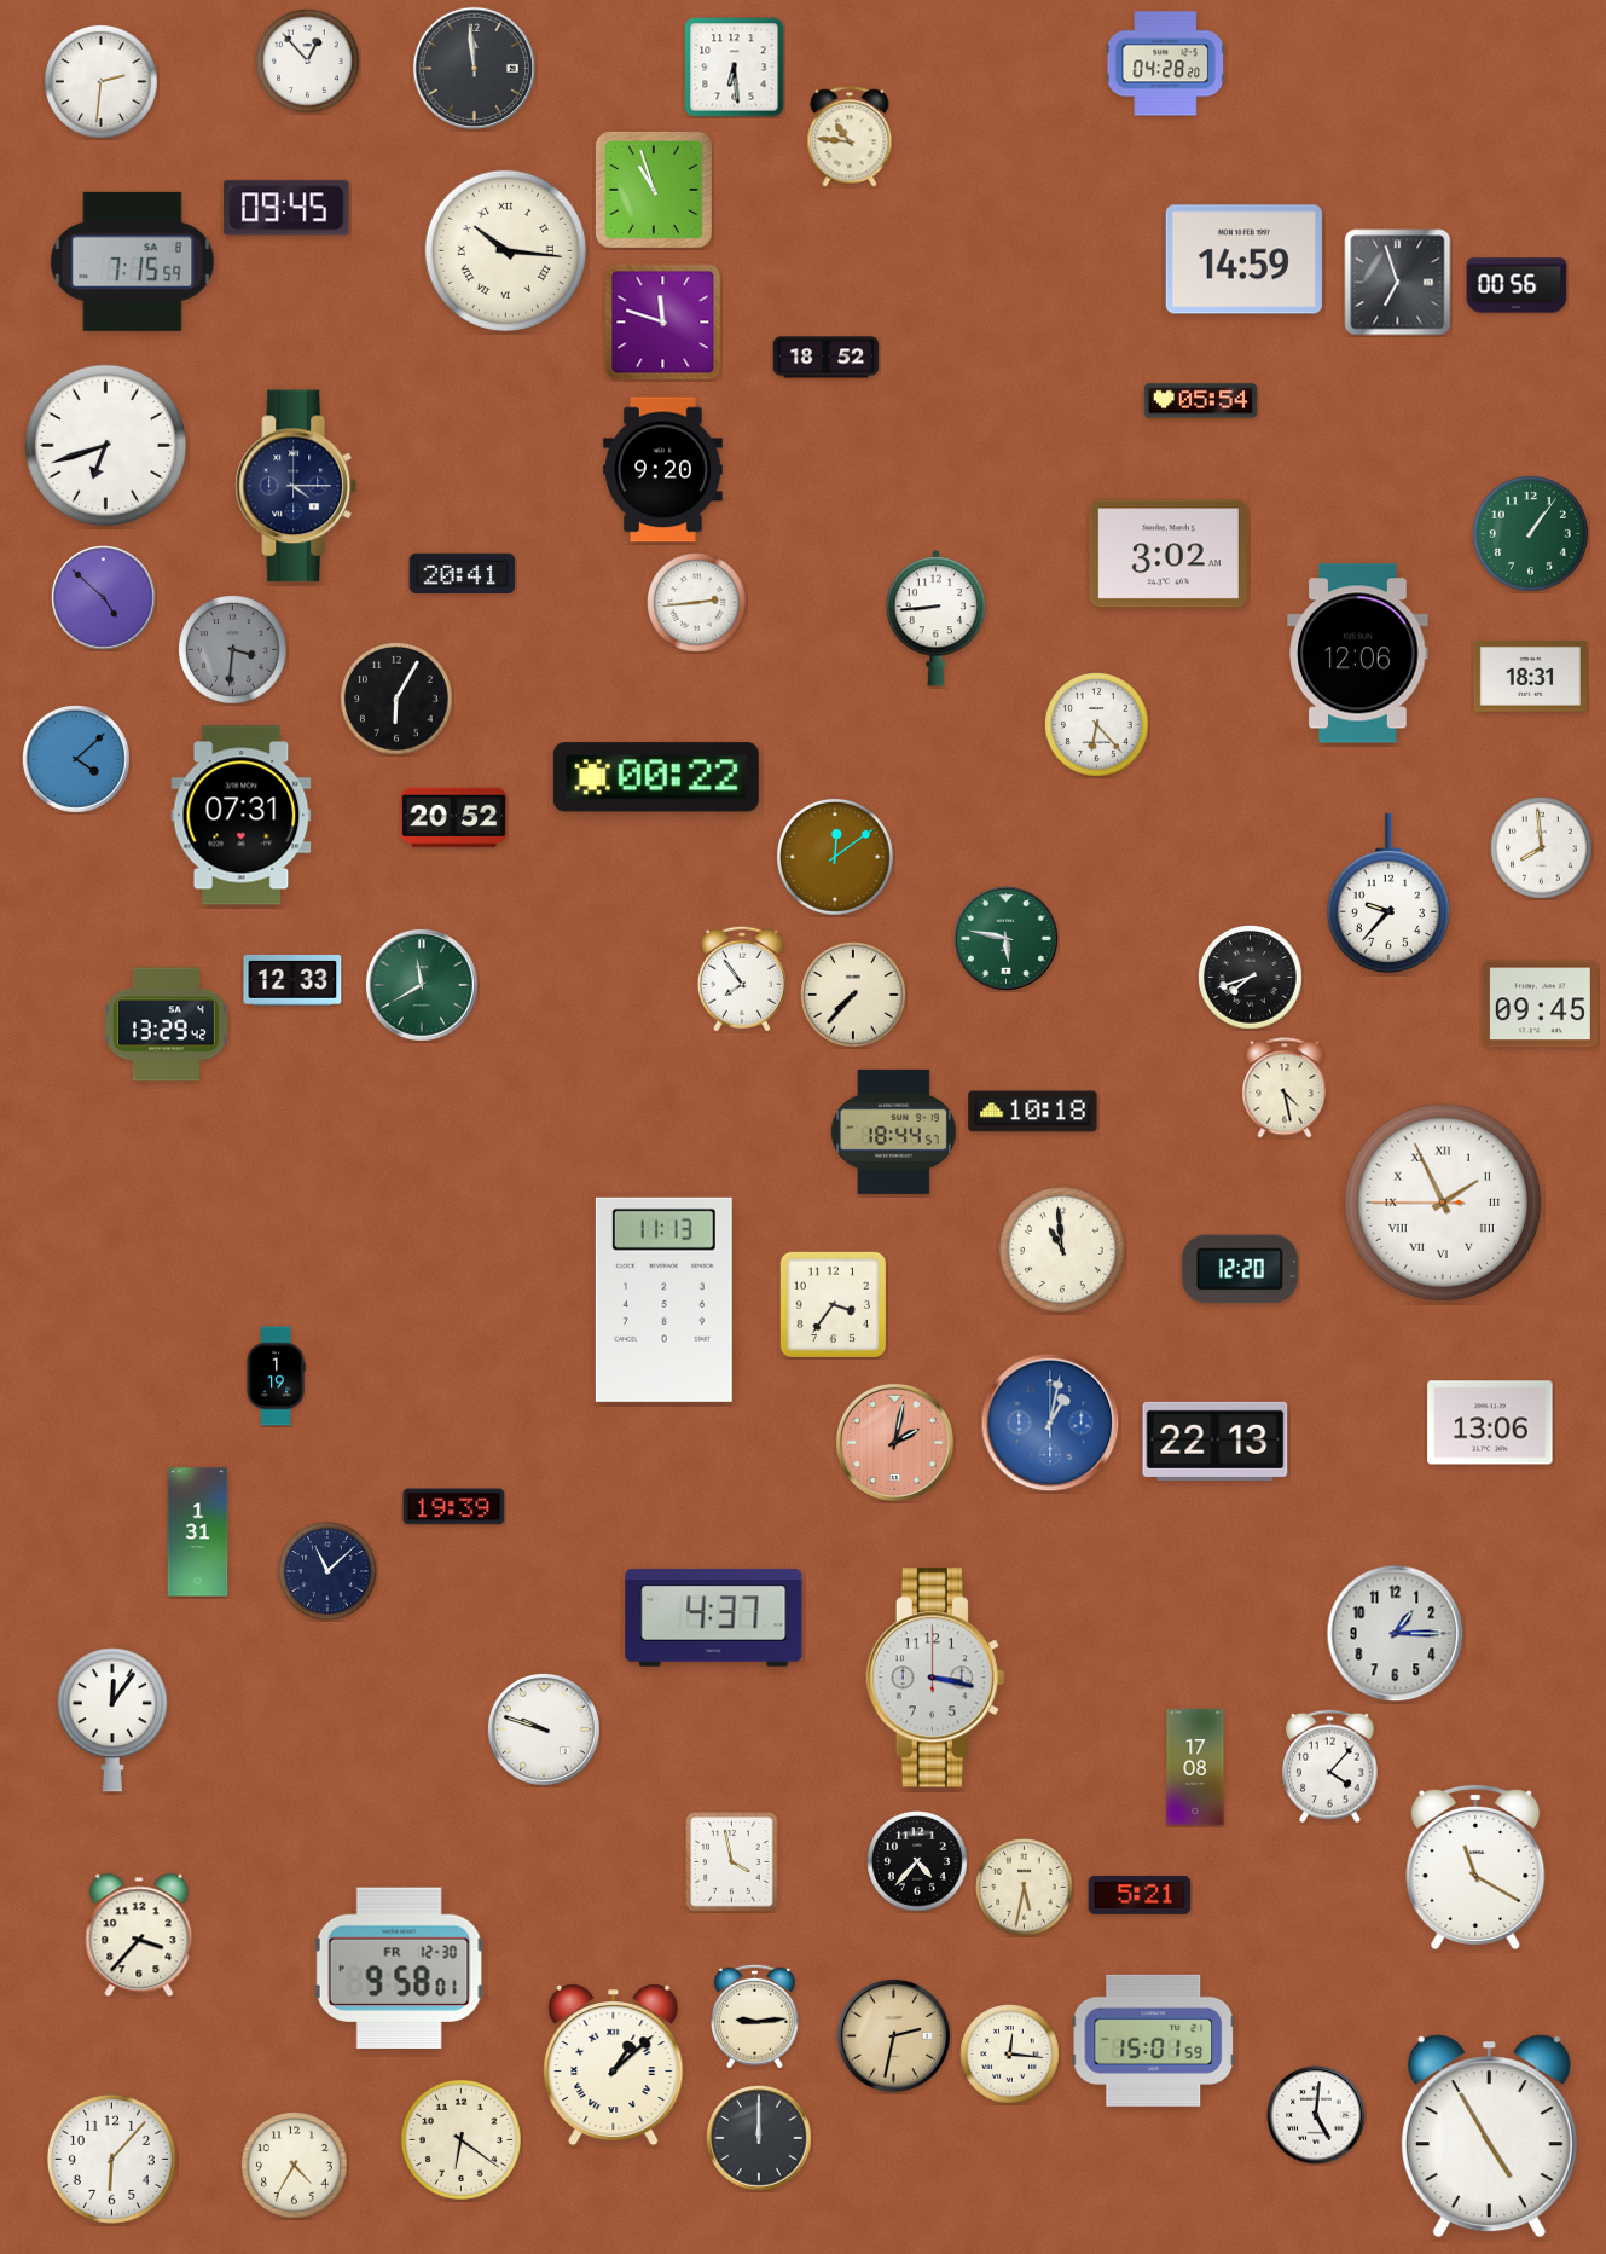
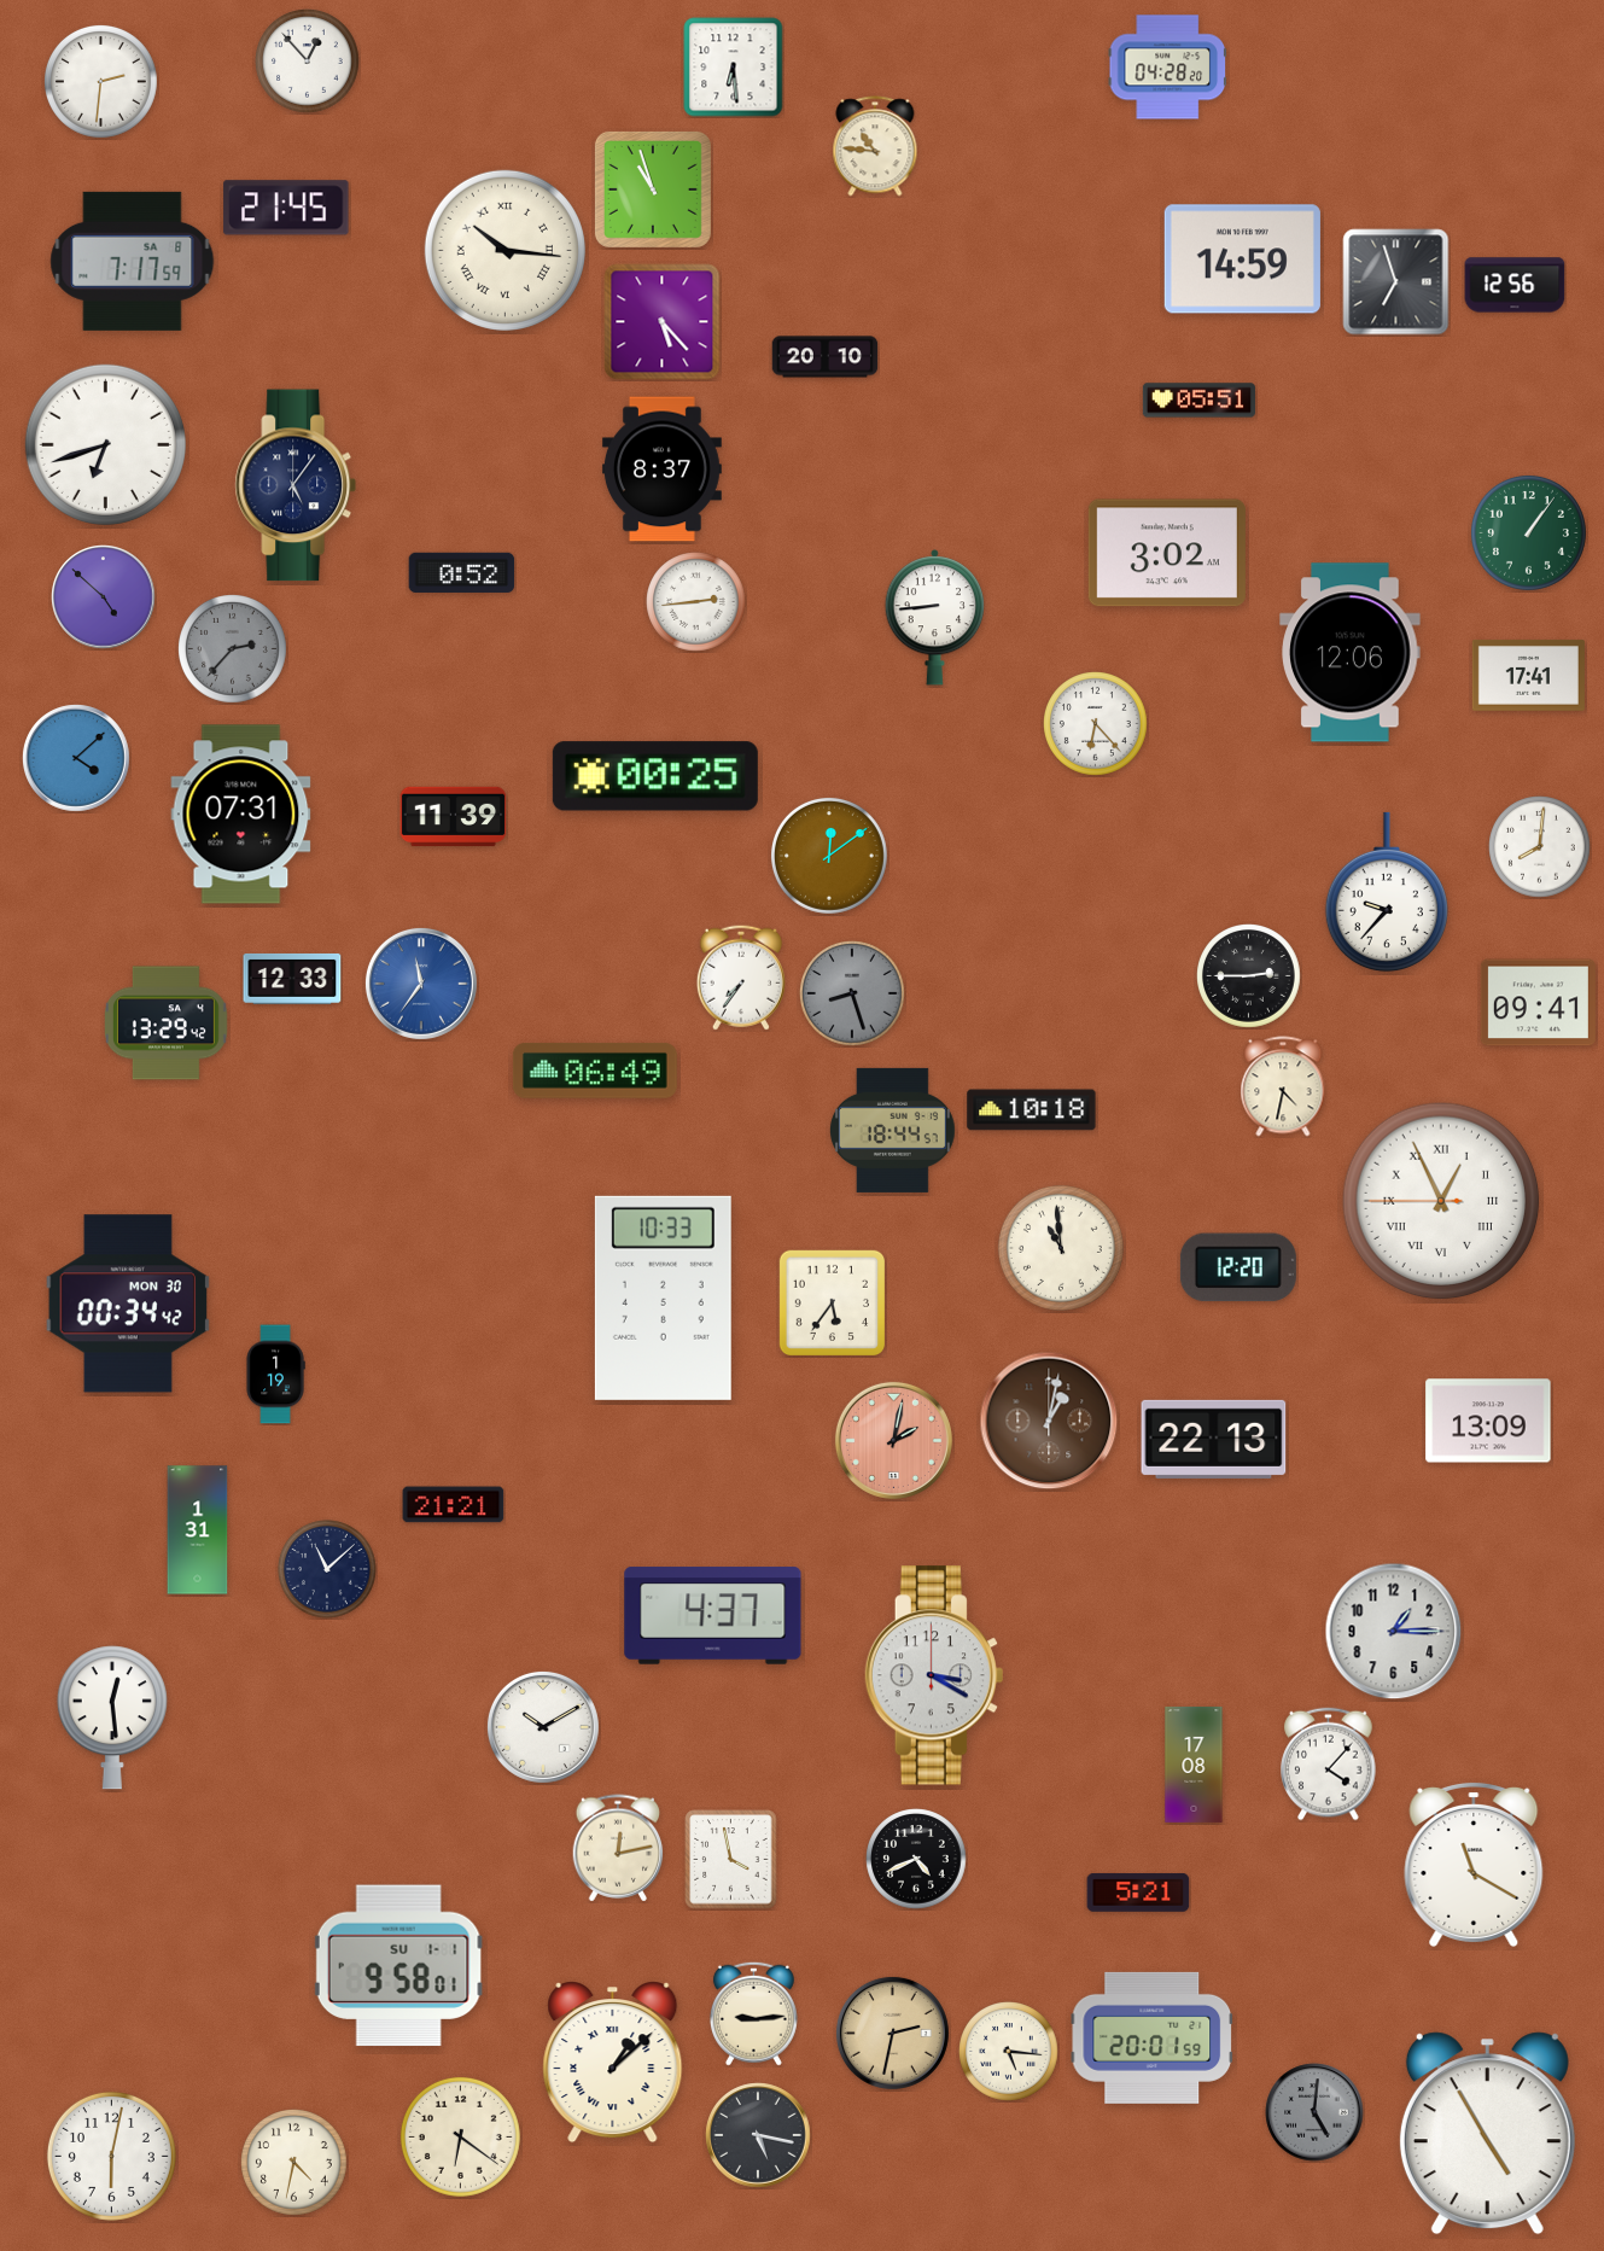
clock at (1165, 64) position: (1165, 64) -> (1167, 68)
clock at (474, 68): 11:59 -> none
clock at (850, 137) position: (850, 137) -> (875, 146)
clock at (286, 208): 09:45 -> 21:45
clock at (133, 261): 7:15 -> 7:17
clock at (1517, 285): 00:56 -> 12:56
clock at (663, 323): 11:48 -> 5:23
clock at (827, 358): 18:52 -> 20:10
clock at (1200, 401): 05:54 -> 05:51
clock at (663, 470): 9:20 -> 8:37
clock at (296, 486): 4:15 -> 5:06
clock at (463, 573): 20:41 -> 0:52
clock at (233, 650): 3:31 -> 2:37
clock at (1358, 654) position: (1358, 654) -> (1351, 653)
clock at (1530, 677): 18:31 -> 17:41
clock at (396, 699): 6:05 -> none
clock at (656, 777): 00:22 -> 00:25
clock at (454, 818): 20:52 -> 11:39
clock at (1542, 848): 7:59 -> 8:01
clock at (835, 857) position: (835, 857) -> (829, 856)
clock at (1007, 939): 5:47 -> none
clock at (1251, 978): 7:42 -> 2:45
clock at (742, 979): 7:54 -> 7:36
clock at (422, 985): 11:40 -> 11:36
clock at (422, 985) dial: green -> blue
clock at (854, 996): 7:37 -> 8:27
clock at (854, 996) dial: cream -> grey
clock at (1540, 1004): 09:45 -> 09:41
clock at (595, 1071): none -> 06:49
clock at (1285, 1088): 4:28 -> 4:32
clock at (1443, 1203): 1:55 -> 12:55
clock at (663, 1299): 11:13 -> 10:33
clock at (833, 1304): 3:36 -> 5:36
clock at (128, 1304): none -> 00:34
clock at (1050, 1422) dial: blue -> brown
clock at (1490, 1422): 13:06 -> 13:09
clock at (454, 1507): 19:39 -> 21:21
clock at (935, 1678): 3:17 -> 3:20
clock at (112, 1720): 12:06 -> 12:29
clock at (544, 1729): 9:48 -> 10:10
clock at (618, 1848): none -> 12:13
clock at (917, 1861): 4:37 -> 4:41
clock at (1025, 1888): 5:32 -> none
clock at (139, 1935): 3:37 -> none
clock at (400, 1969) date: FR 12-30 -> SU 1-1
clock at (1154, 2040): 15:01 -> 20:01
clock at (1010, 2055): 12:16 -> 5:16
clock at (1316, 2115) dial: white -> grey
clock at (759, 2138): 12:00 -> 5:17
clock at (111, 2159): 6:07 -> 6:02
clock at (295, 2166): 4:35 -> 4:32
